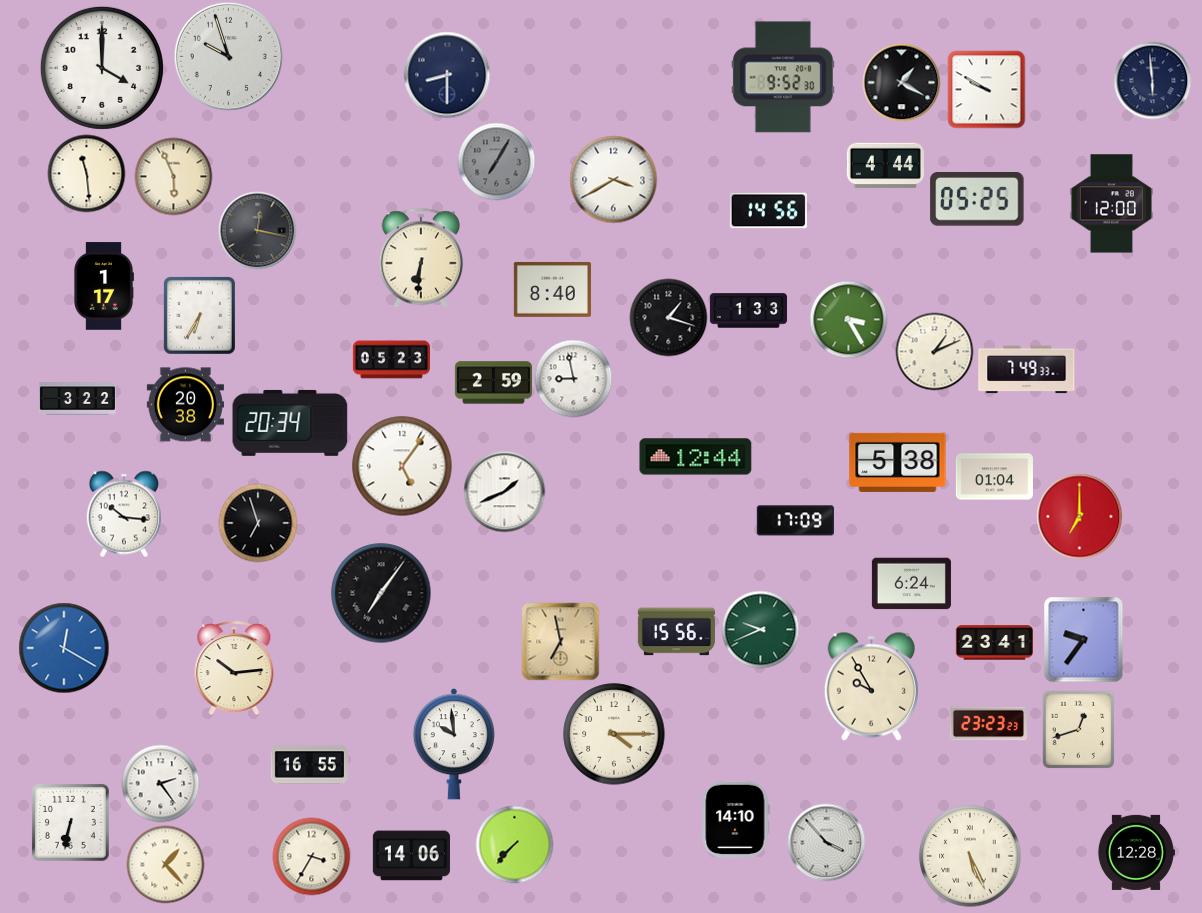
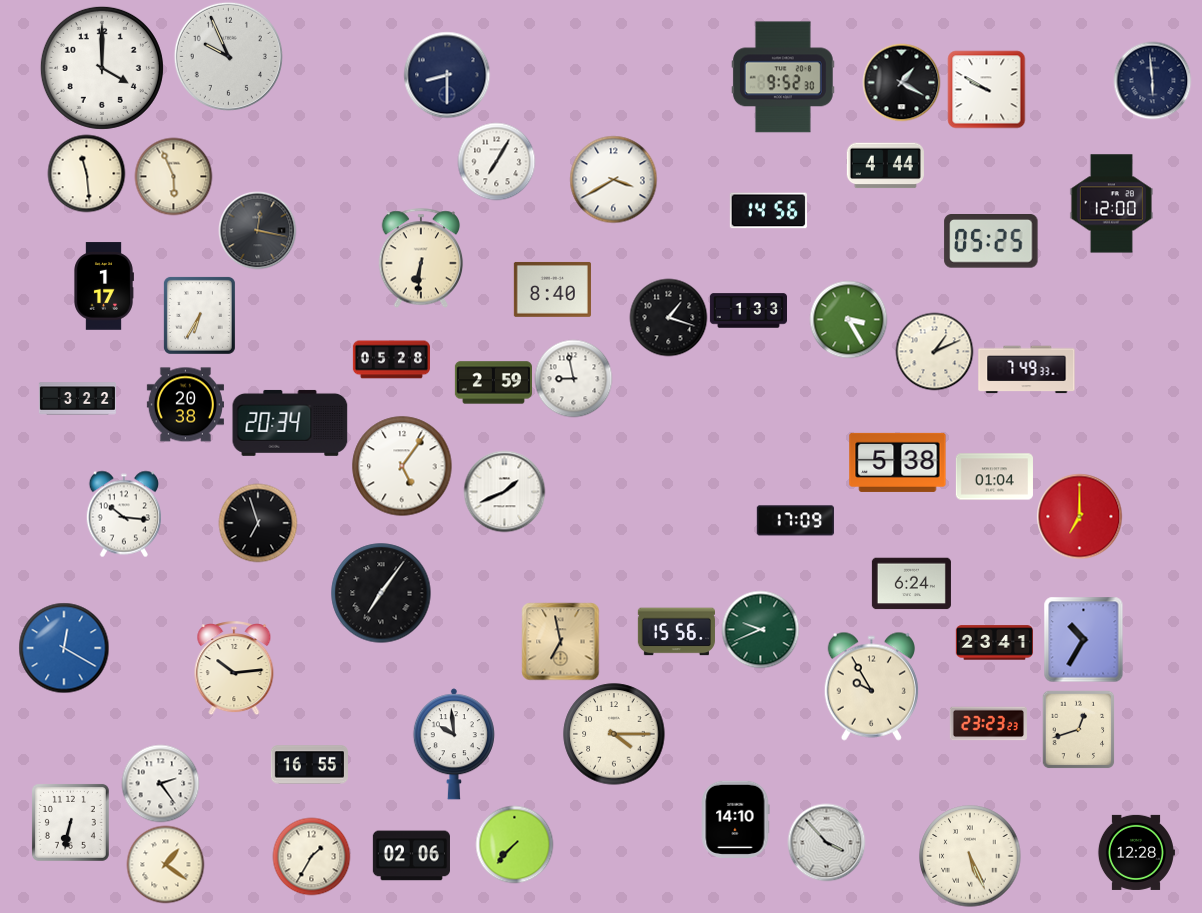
clock at (228, 56): 9:57 -> 9:56
clock at (496, 161) dial: grey -> white
clock at (977, 199) position: (977, 199) -> (991, 241)
clock at (391, 360): 05:23 -> 05:28
clock at (696, 457): 12:44 -> none
clock at (1084, 639): 9:36 -> 10:35
clock at (311, 856): 3:35 -> 1:35
clock at (411, 856): 14:06 -> 02:06
clock at (165, 864): 1:23 -> 1:21
